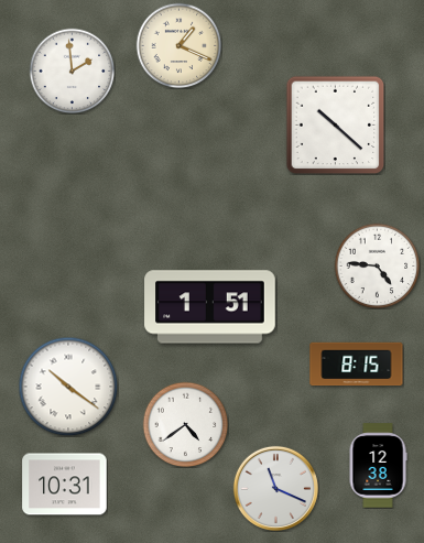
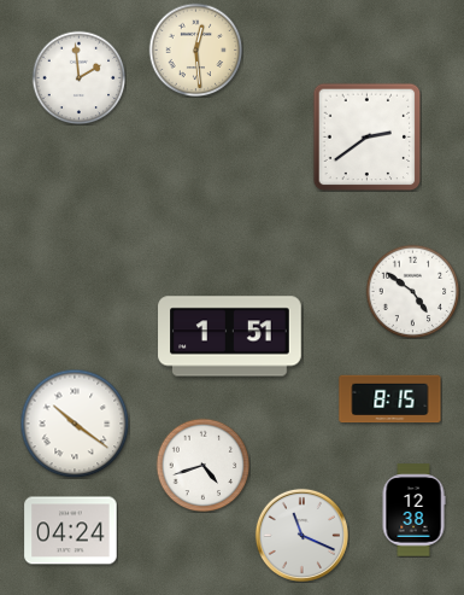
clock at (178, 45): 1:19 -> 12:29
clock at (335, 124): 10:22 -> 2:39
clock at (377, 265): 4:46 -> 4:51
clock at (185, 424): 4:39 -> 4:42
clock at (65, 485): 10:31 -> 04:24
